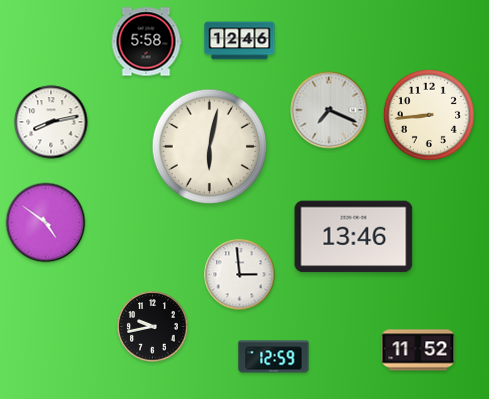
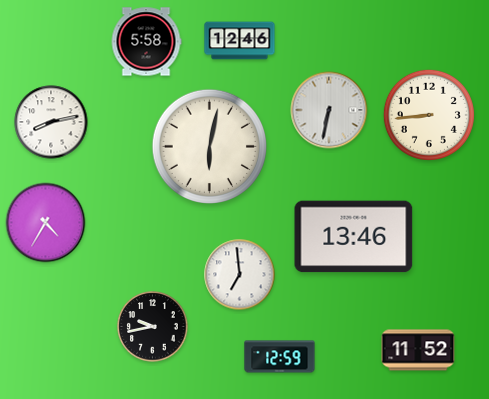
clock at (329, 110): 7:19 -> 6:32
clock at (46, 223): 4:51 -> 4:35
clock at (240, 275): 2:59 -> 6:59
clock at (274, 357) position: (274, 357) -> (280, 357)
